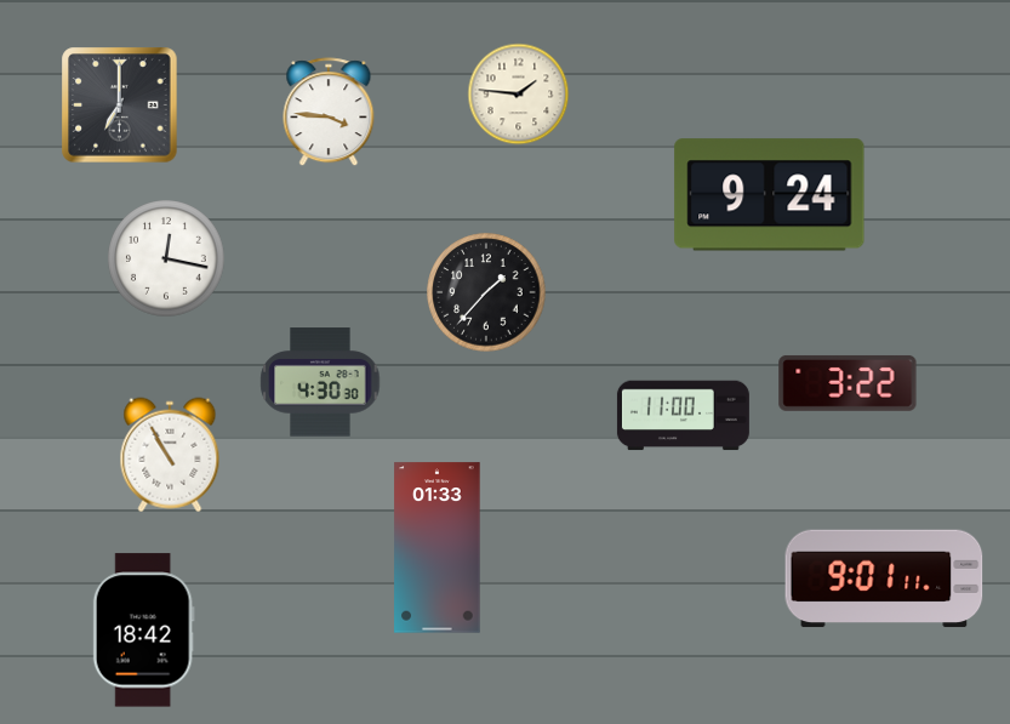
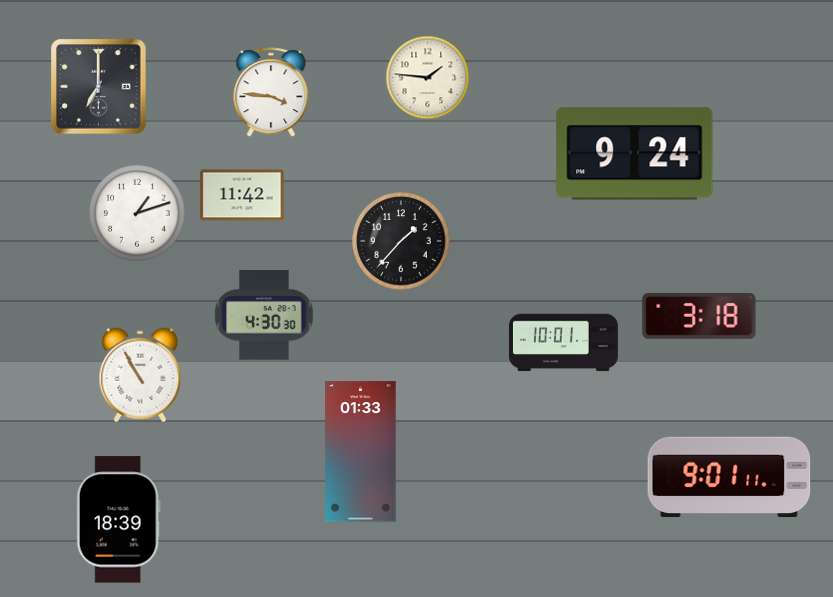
clock at (770, 195) position: (770, 195) -> (635, 154)
clock at (242, 195): none -> 11:42
clock at (166, 258): 12:17 -> 1:12
clock at (848, 383): 3:22 -> 3:18
clock at (683, 416): 11:00 -> 10:01
clock at (143, 631): 18:42 -> 18:39
